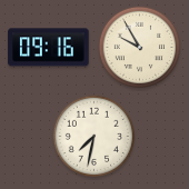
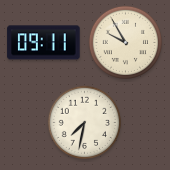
clock at (49, 48): 09:16 -> 09:11
